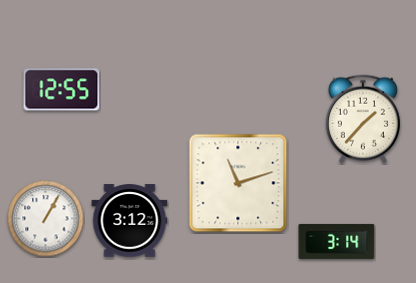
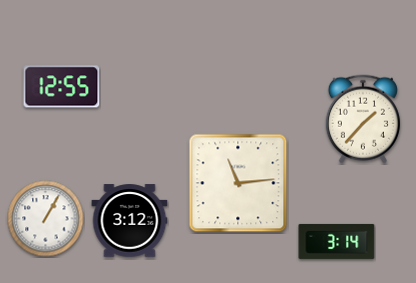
clock at (62, 90) position: (62, 90) -> (62, 87)
clock at (238, 183): 11:12 -> 11:14
